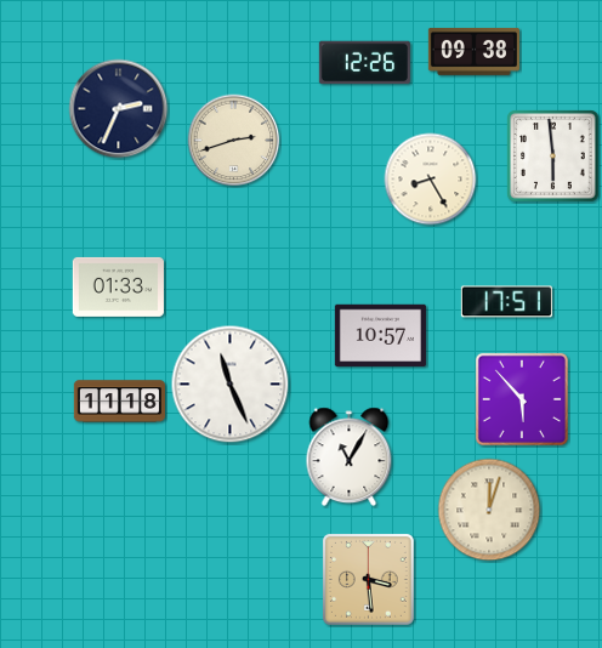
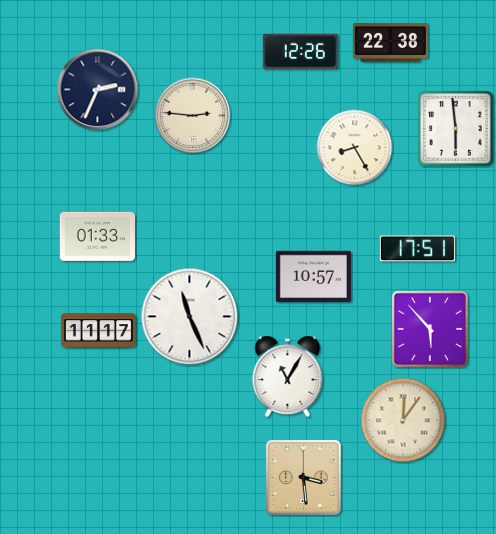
clock at (473, 51): 09:38 -> 22:38
clock at (234, 141): 2:42 -> 2:46
clock at (119, 402): 11:18 -> 11:17
clock at (489, 510): 12:03 -> 12:06
